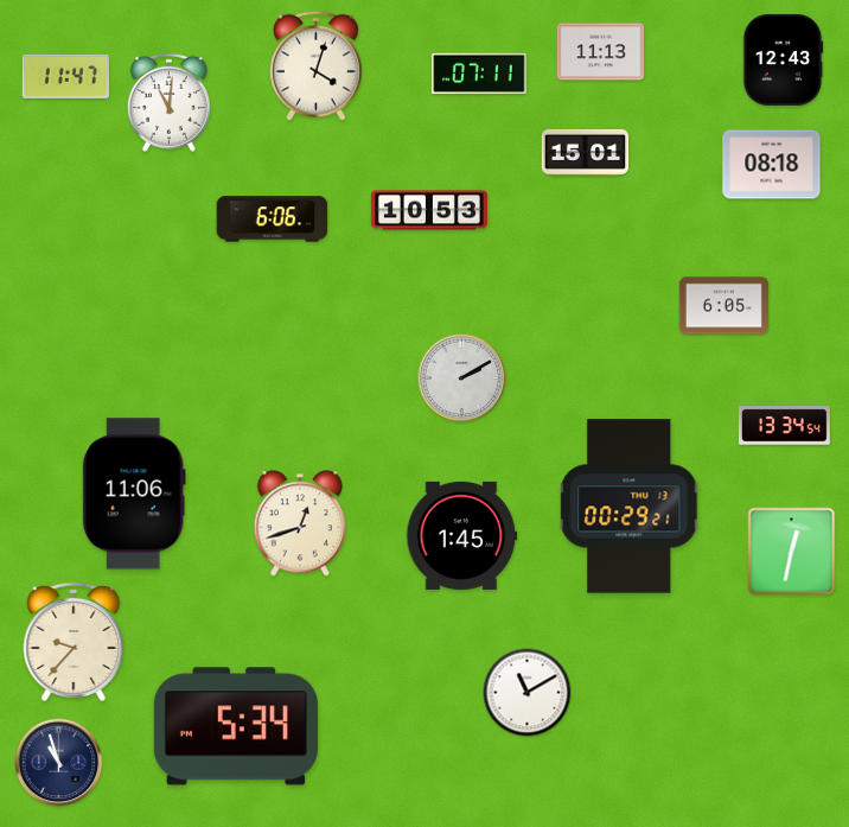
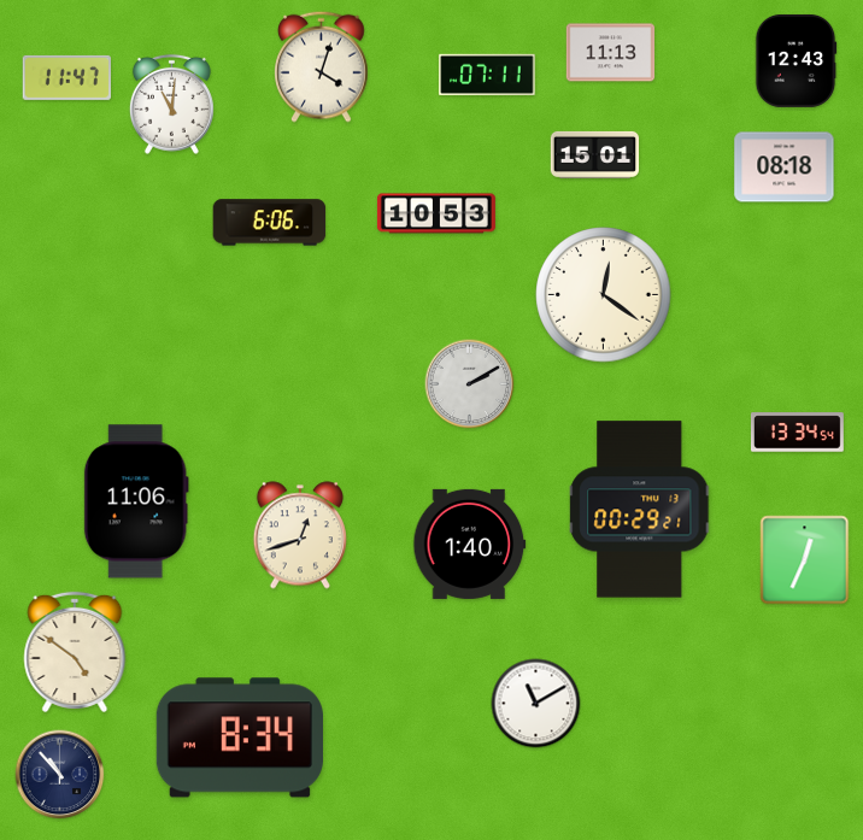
clock at (273, 220) position: (273, 220) -> (270, 223)
clock at (604, 295): none -> 12:21
clock at (723, 306): 6:05 -> none
clock at (630, 507) position: (630, 507) -> (640, 510)
clock at (300, 523) position: (300, 523) -> (300, 535)
clock at (462, 535): 1:45 -> 1:40
clock at (792, 552): 12:32 -> 12:34
clock at (74, 642): 9:37 -> 4:51
clock at (236, 726): 5:34 -> 8:34
clock at (59, 763): 10:57 -> 10:53
